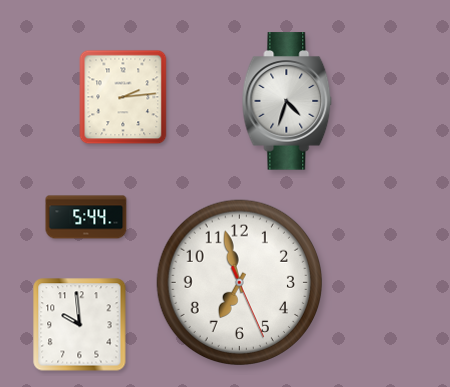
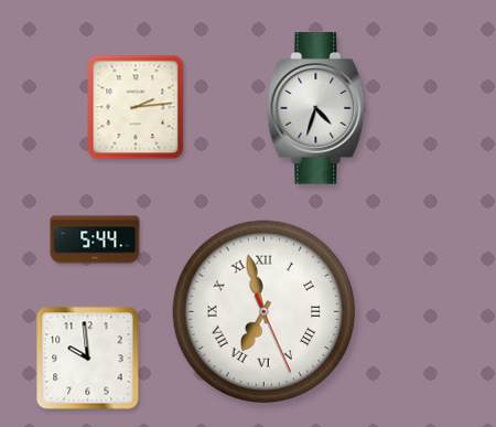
clock at (287, 101) position: (287, 101) -> (316, 108)
clock at (239, 282) numerals: Arabic -> Roman
